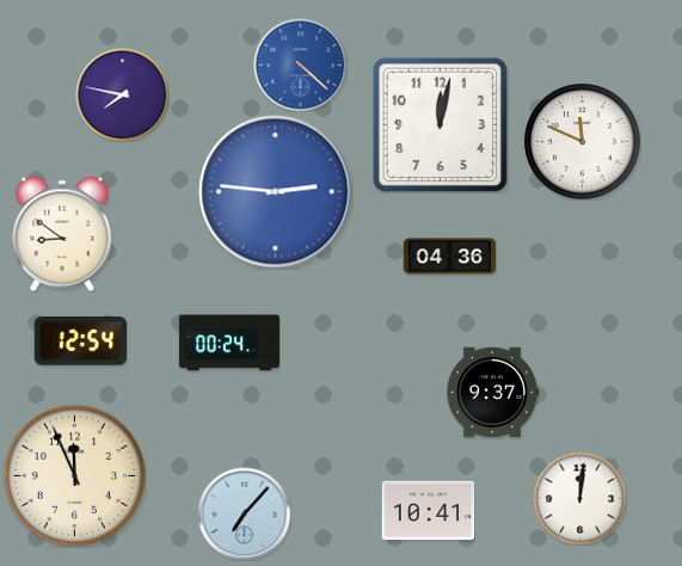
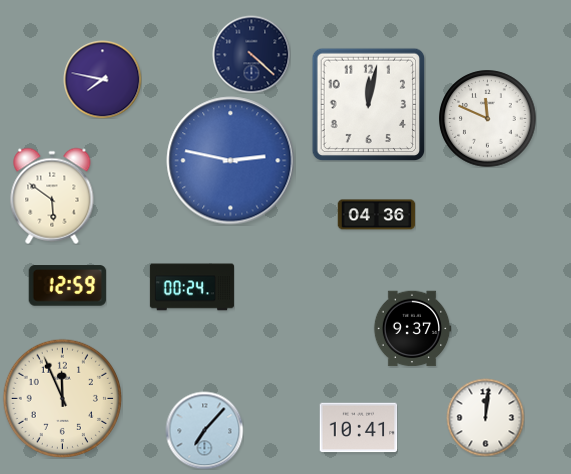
clock at (300, 64) dial: blue -> navy
clock at (276, 192): 2:46 -> 2:47
clock at (62, 234): 8:51 -> 5:51
clock at (80, 342): 12:54 -> 12:59
